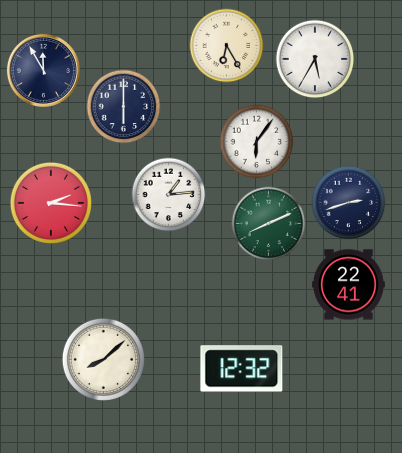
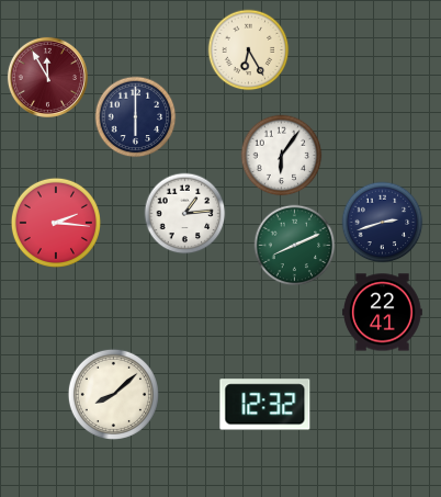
clock at (315, 59): 5:35 -> none
clock at (43, 70) dial: navy -> burgundy
